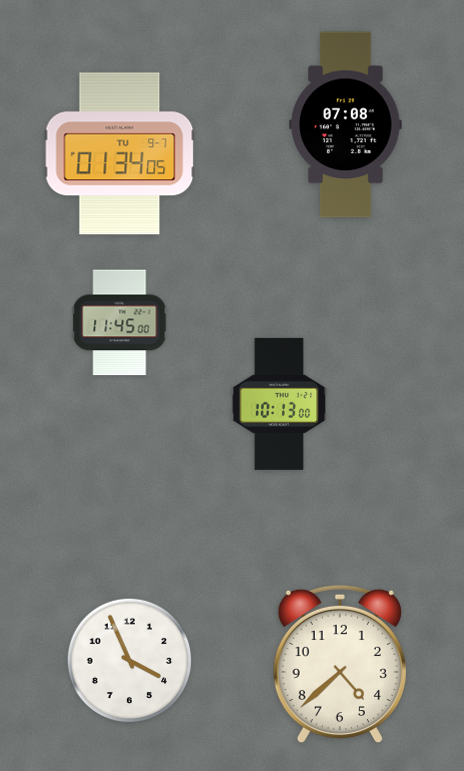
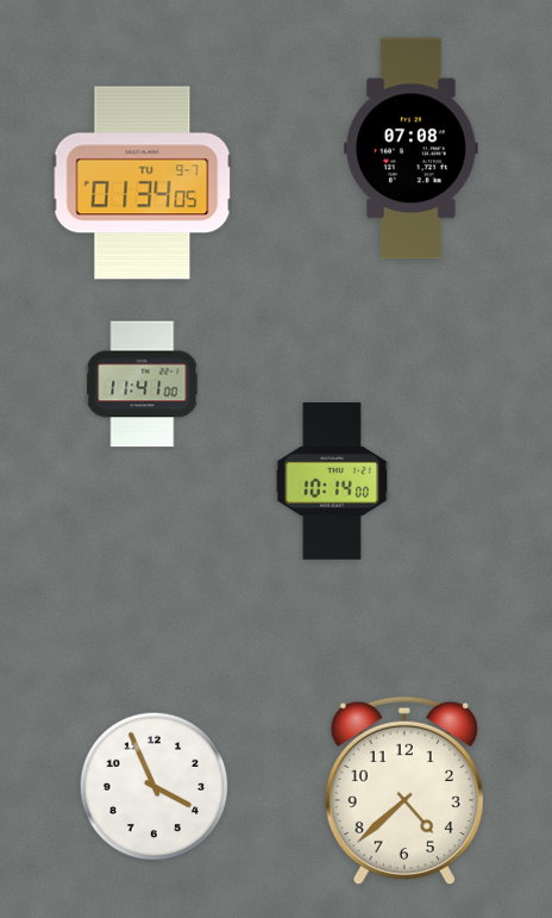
clock at (120, 323): 11:45 -> 11:41
clock at (278, 404): 10:13 -> 10:14
